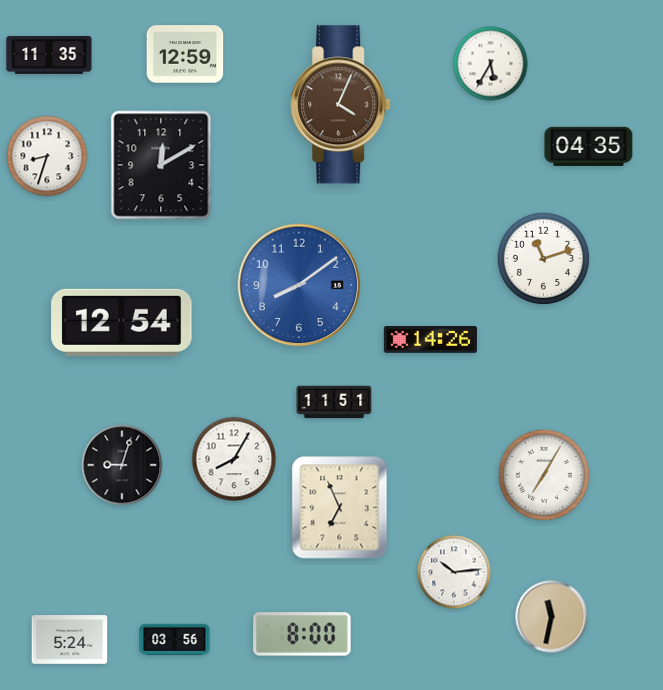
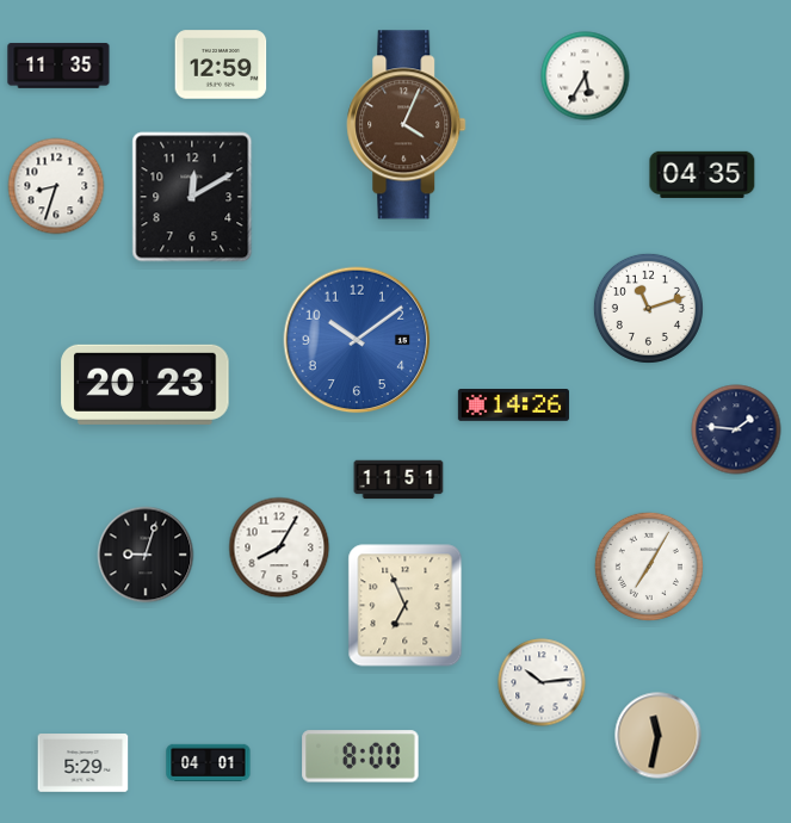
clock at (299, 285): 8:09 -> 10:09
clock at (122, 322): 12:54 -> 20:23
clock at (736, 429): none -> 1:46
clock at (175, 639): 03:56 -> 04:01
clock at (70, 640): 5:24 -> 5:29
